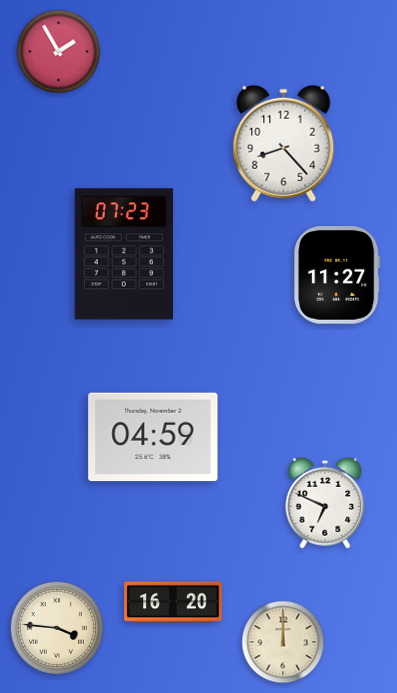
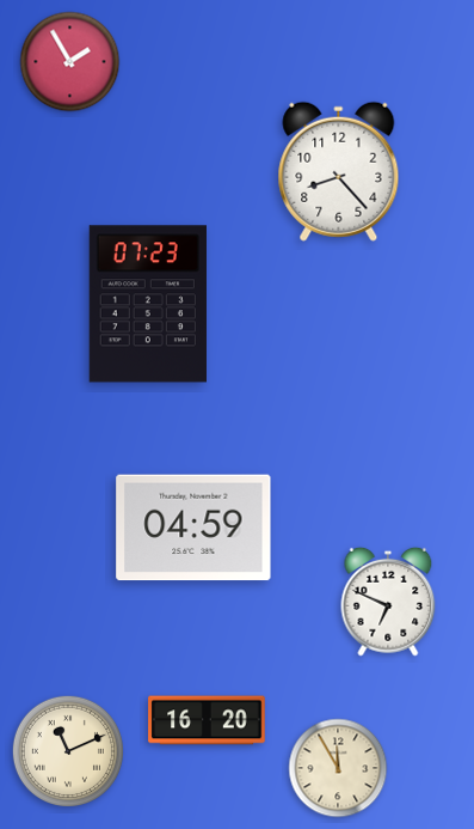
clock at (337, 275): 11:27 -> none
clock at (153, 437) position: (153, 437) -> (193, 528)
clock at (57, 628): 3:46 -> 11:11
clock at (283, 642): 12:00 -> 11:55
